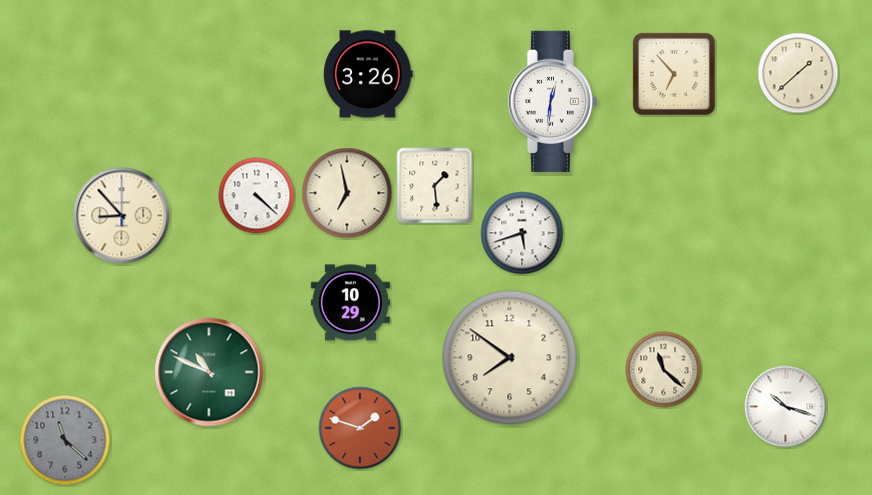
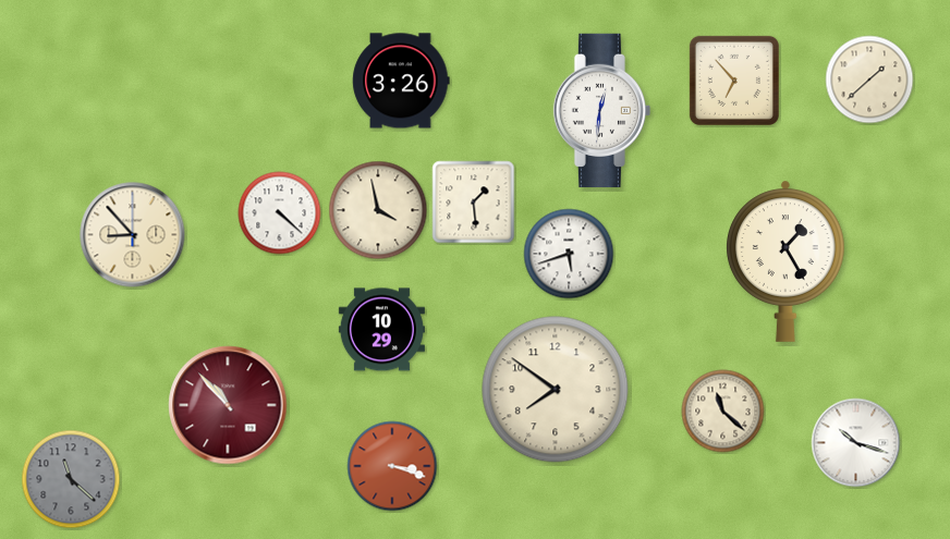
clock at (347, 193): 6:58 -> 3:58
clock at (787, 261): none -> 1:25
clock at (664, 370) position: (664, 370) -> (723, 412)
clock at (209, 372): 10:49 -> 10:53
clock at (209, 372) dial: green -> burgundy
clock at (360, 428): 1:48 -> 3:18
